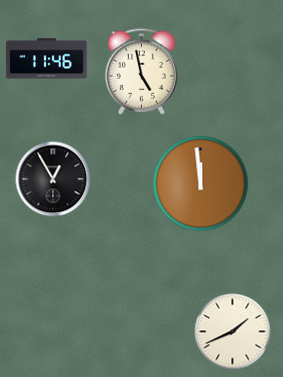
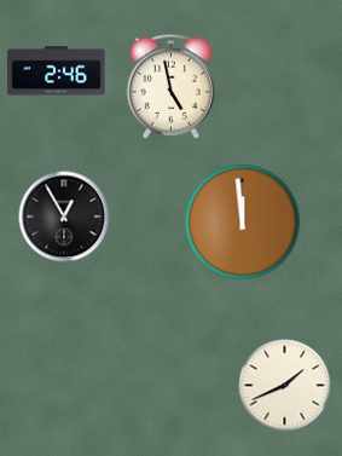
clock at (47, 59): 11:46 -> 2:46
clock at (233, 332) position: (233, 332) -> (285, 386)
